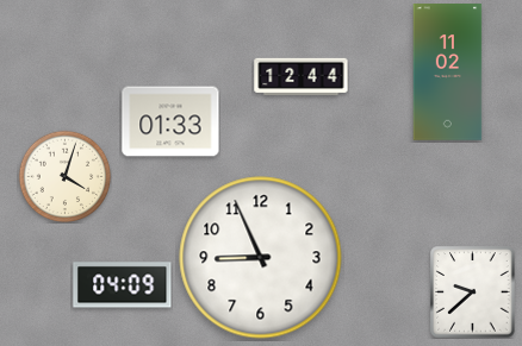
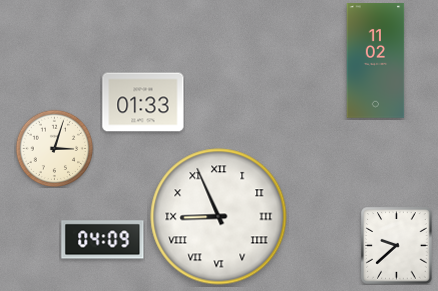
clock at (302, 77): 12:44 -> none
clock at (64, 176): 4:03 -> 3:03
clock at (261, 258) numerals: Arabic -> Roman
